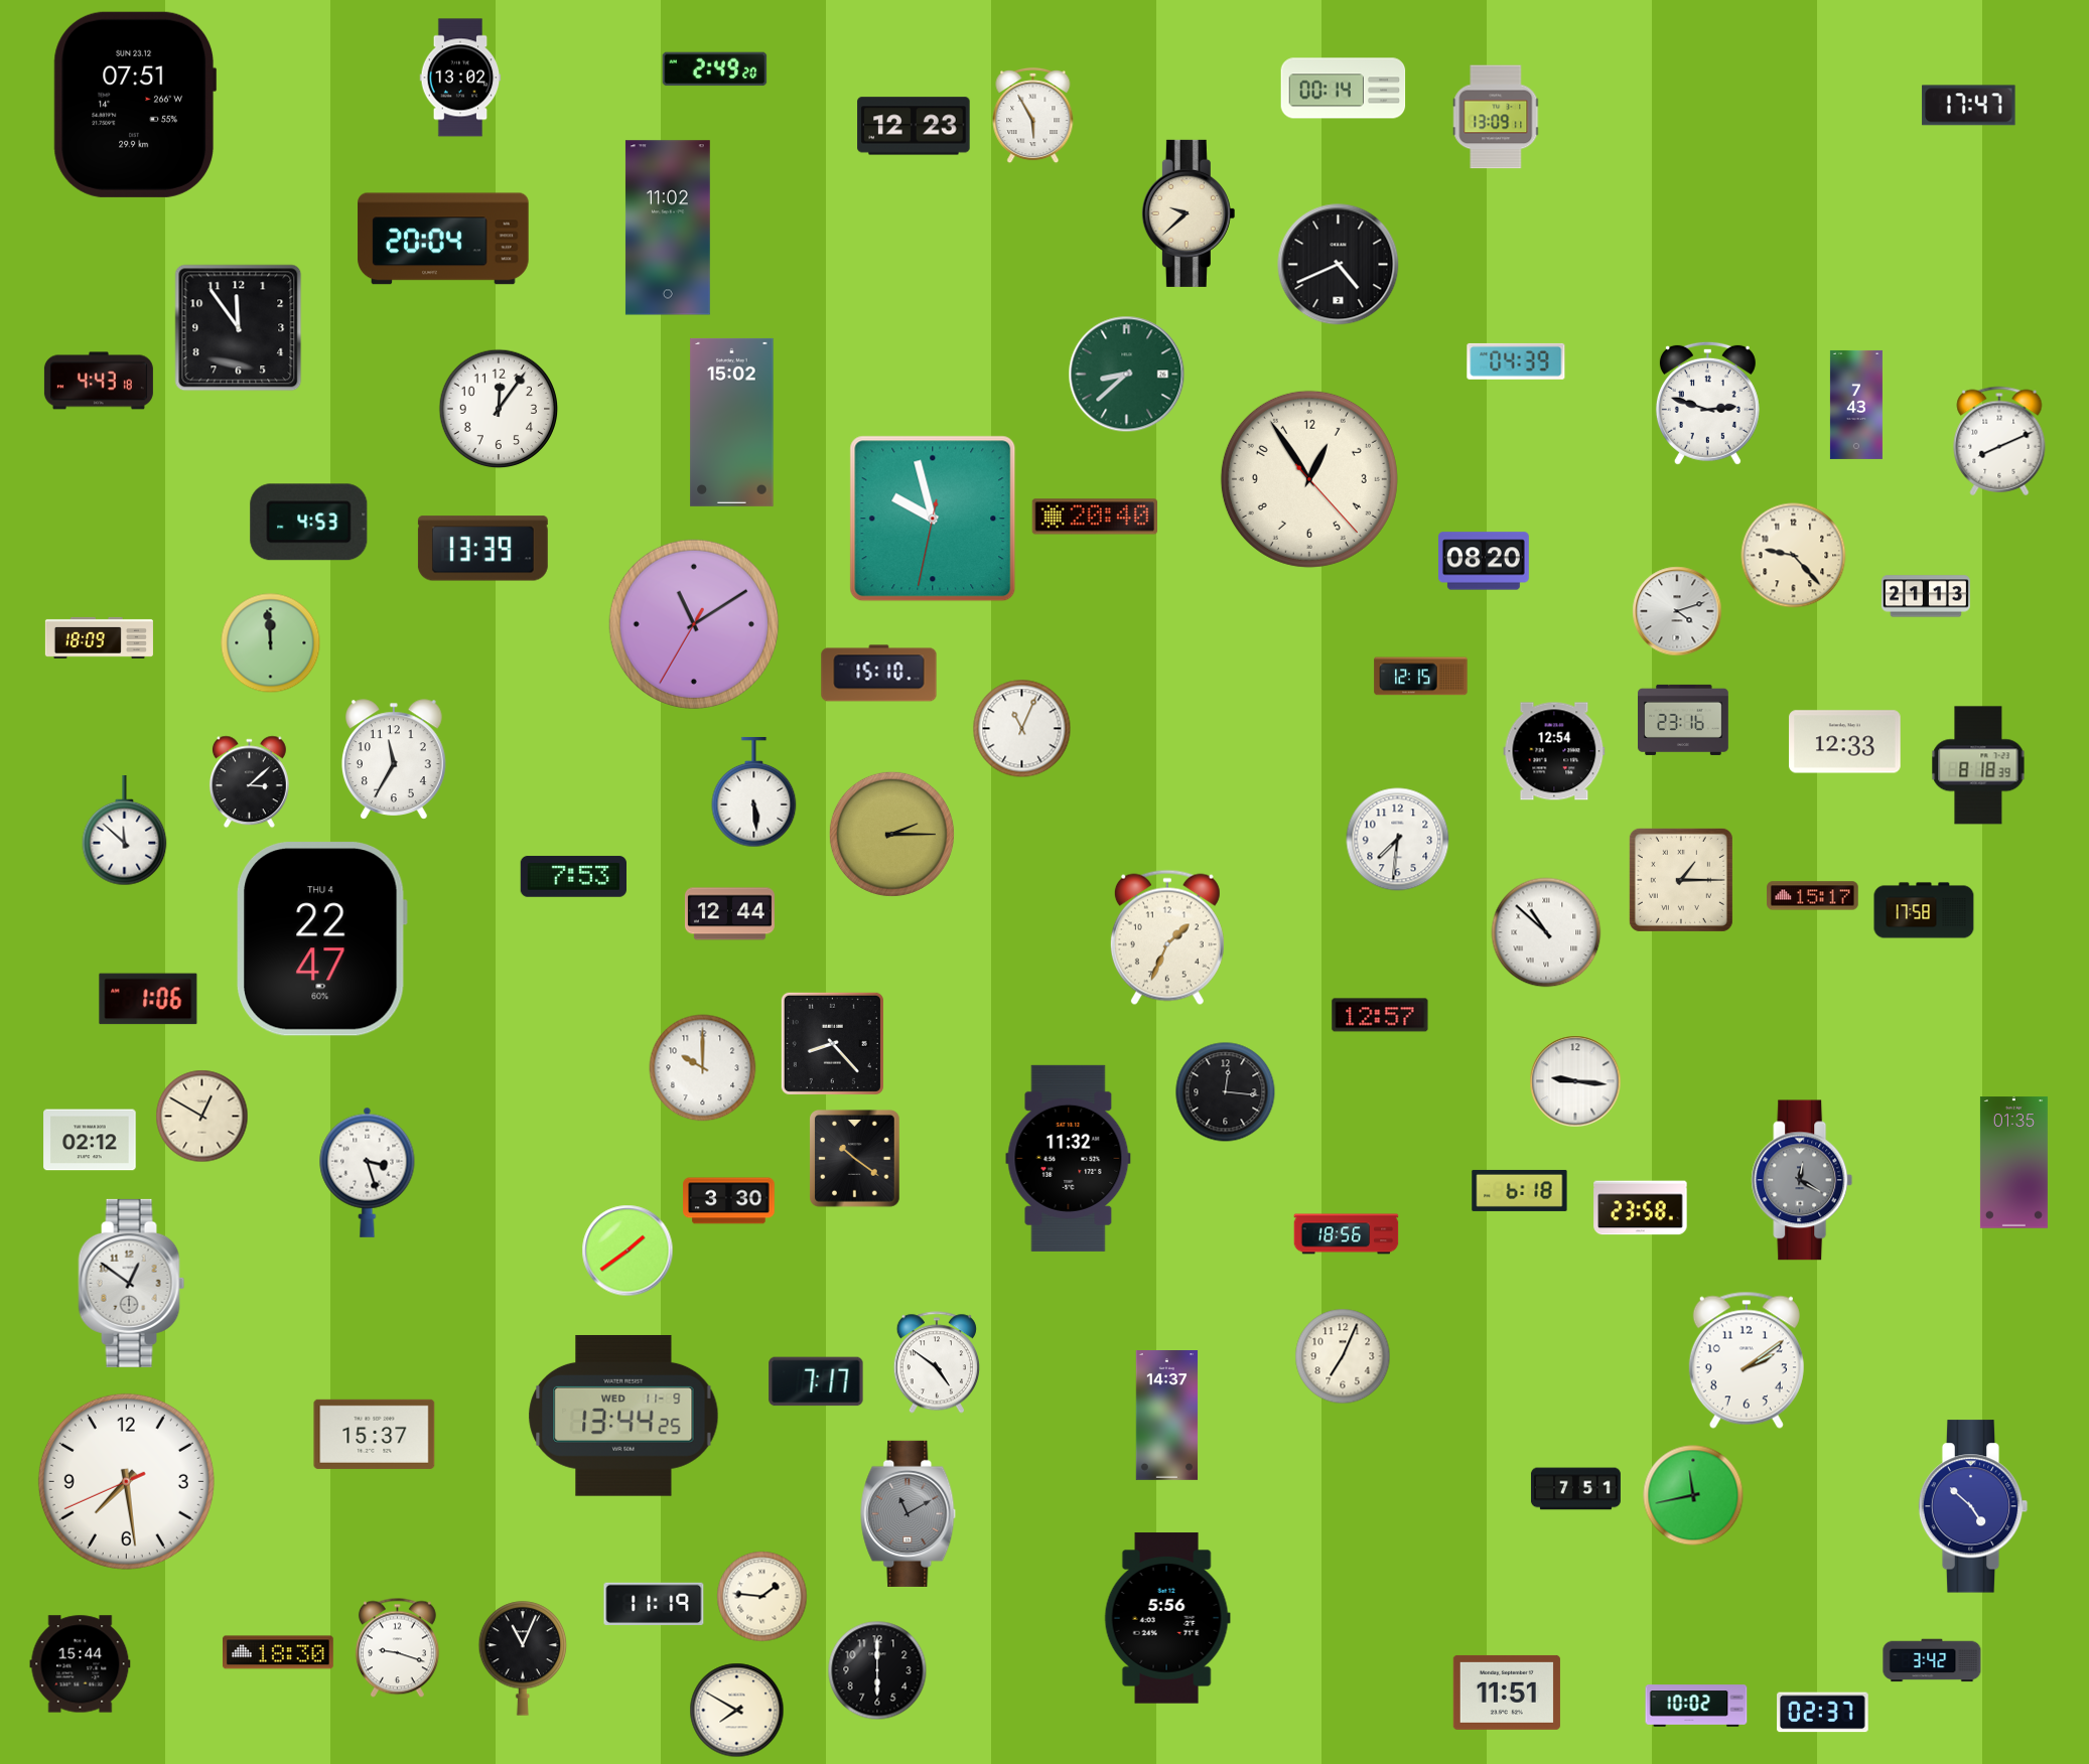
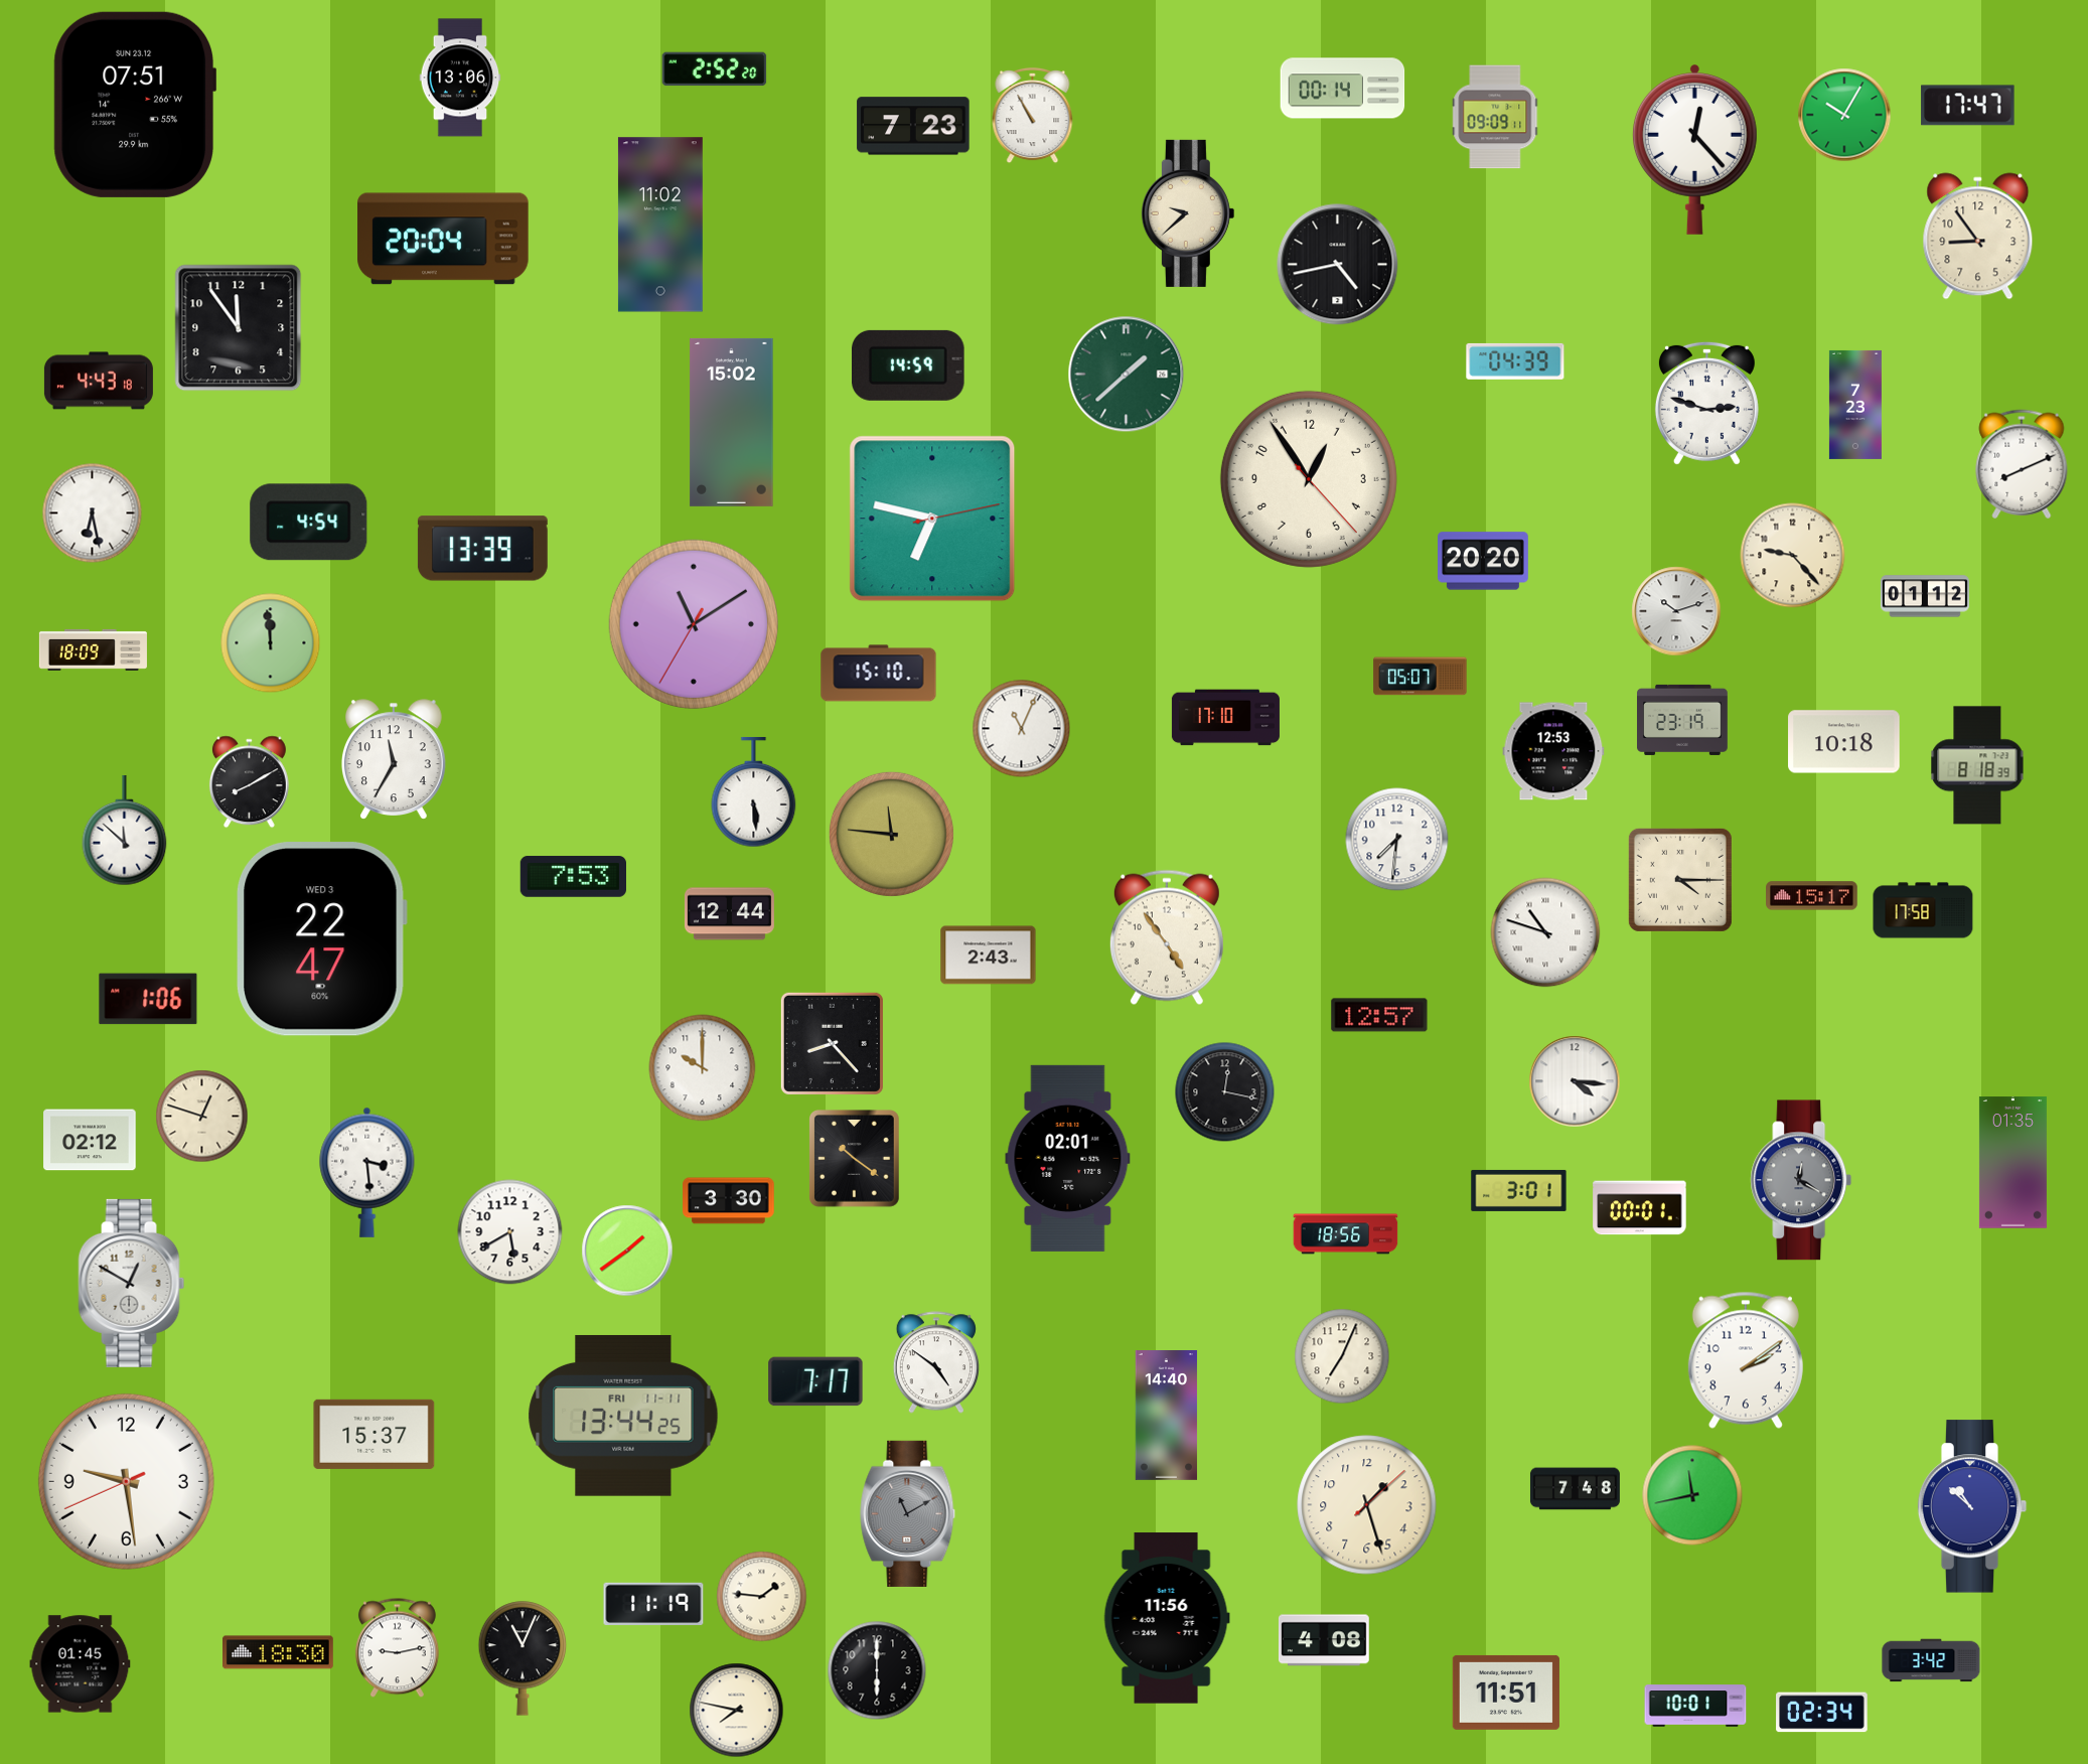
clock at (715, 69): 2:49 -> 2:52
clock at (460, 78): 13:02 -> 13:06
clock at (1844, 115): none -> 10:05
clock at (1033, 116): 5:55 -> 10:55
clock at (1497, 117): 13:09 -> 09:09
clock at (914, 126): 12:23 -> 7:23
clock at (1694, 149): none -> 12:23
clock at (668, 228) position: (668, 228) -> (660, 225)
clock at (1978, 237): none -> 8:54
clock at (1339, 265): 4:41 -> 4:43
clock at (909, 365): none -> 14:59
clock at (1127, 375): 8:38 -> 1:38
clock at (1856, 405): 7:43 -> 7:23
clock at (499, 409): 12:06 -> none
clock at (1999, 441) position: (1999, 441) -> (2022, 464)
clock at (93, 513): none -> 6:28
clock at (1094, 517): 20:40 -> none
clock at (933, 519): 9:57 -> 6:47
clock at (309, 523): 4:53 -> 4:54
clock at (1485, 561): 08:20 -> 20:20
clock at (1926, 596): 21:13 -> 01:12
clock at (1677, 611): 4:12 -> 10:12
clock at (99, 637) position: (99, 637) -> (93, 649)
clock at (1421, 677): 12:15 -> 05:07
clock at (1225, 718): none -> 17:10
clock at (1684, 720): 23:16 -> 23:19
clock at (1845, 742): 12:33 -> 10:18
clock at (1554, 751): 12:54 -> 12:53
clock at (249, 782): 3:08 -> 8:10
clock at (891, 834): 2:15 -> 11:46
clock at (1681, 880): 1:15 -> 4:15
clock at (1546, 932): 10:52 -> 10:48
clock at (1167, 937): 1:34 -> 4:54
clock at (321, 939) date: THU 4 -> WED 3
clock at (989, 955): none -> 2:43
clock at (1575, 1081): 9:16 -> 4:16
clock at (1226, 1092): 12:16 -> 12:17
clock at (202, 1117): 12:50 -> 12:48
clock at (1069, 1158): 11:32 -> 02:01
clock at (368, 1172): 3:27 -> 3:29
clock at (1520, 1190): 6:18 -> 3:01
clock at (1641, 1208): 23:58 -> 00:01
clock at (510, 1232): none -> 5:40
clock at (132, 1283): 12:51 -> 12:50
clock at (623, 1416) date: WED 11-9 -> FRI 11-11
clock at (1167, 1416): 14:37 -> 14:40
clock at (126, 1481): 7:28 -> 9:28
clock at (1575, 1489): 7:51 -> 7:48
clock at (1367, 1505): none -> 1:27
clock at (1973, 1506): 4:52 -> 10:52
clock at (1167, 1618): 5:56 -> 11:56
clock at (1324, 1640): none -> 4:08
clock at (397, 1648): 9:18 -> 9:13
clock at (81, 1664): 15:44 -> 01:45
clock at (1696, 1706): 10:02 -> 10:01
clock at (737, 1711): 7:50 -> 7:47
clock at (1823, 1713): 02:37 -> 02:34
